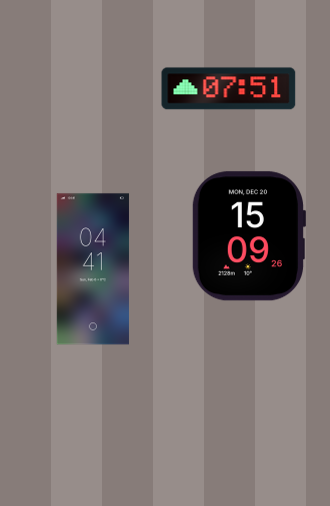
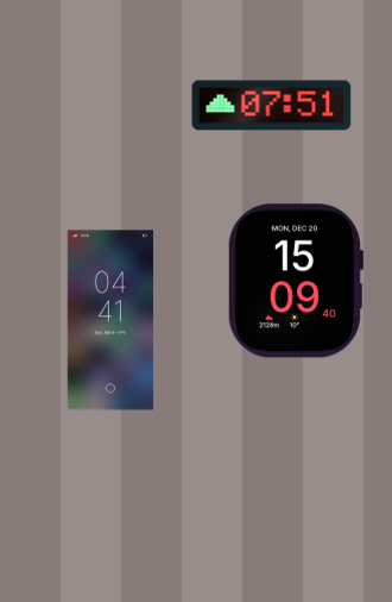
clock at (248, 236): 15:09:26 -> 15:09:40
